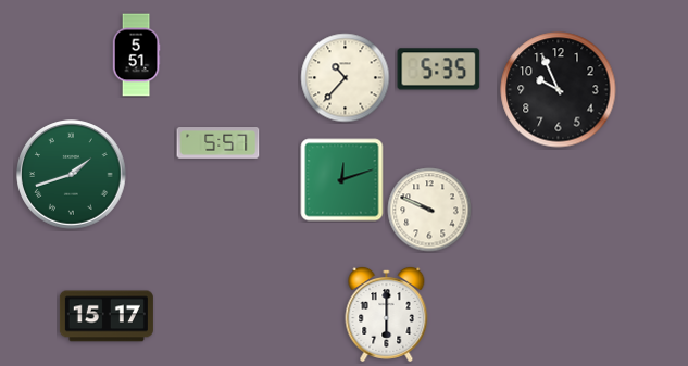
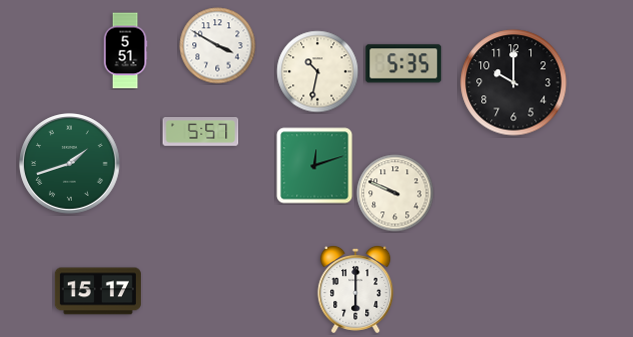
clock at (218, 46): none -> 3:50
clock at (346, 78): 10:37 -> 10:32
clock at (559, 90): 9:56 -> 10:00
clock at (72, 175) position: (72, 175) -> (70, 164)
